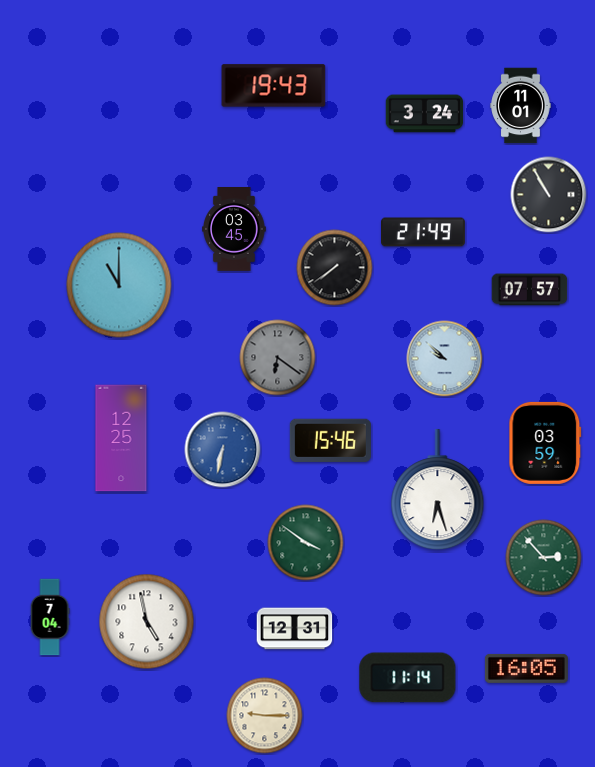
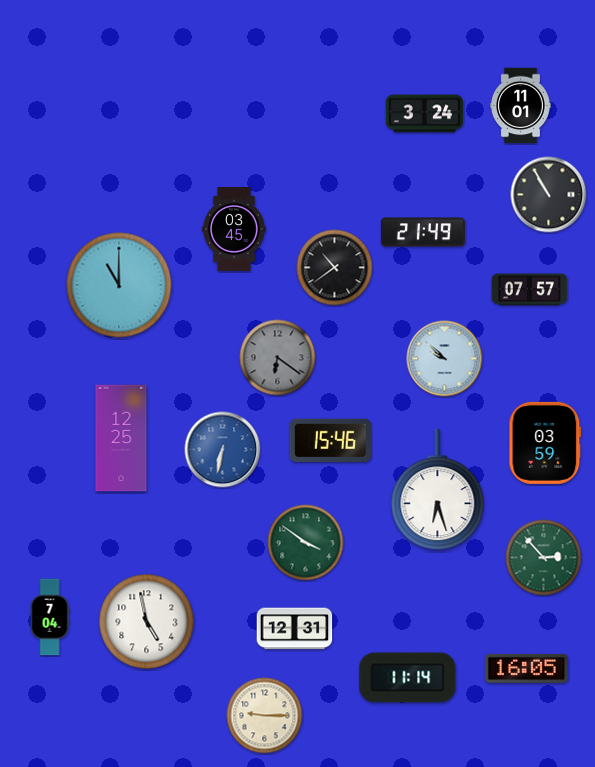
clock at (274, 86): 19:43 -> none
clock at (335, 268): 7:39 -> 10:39
